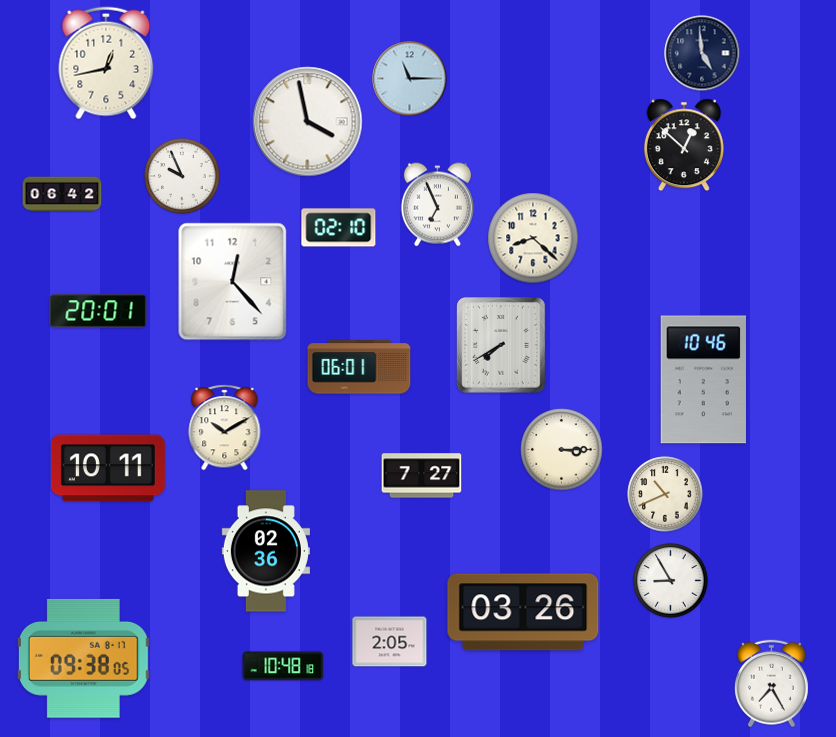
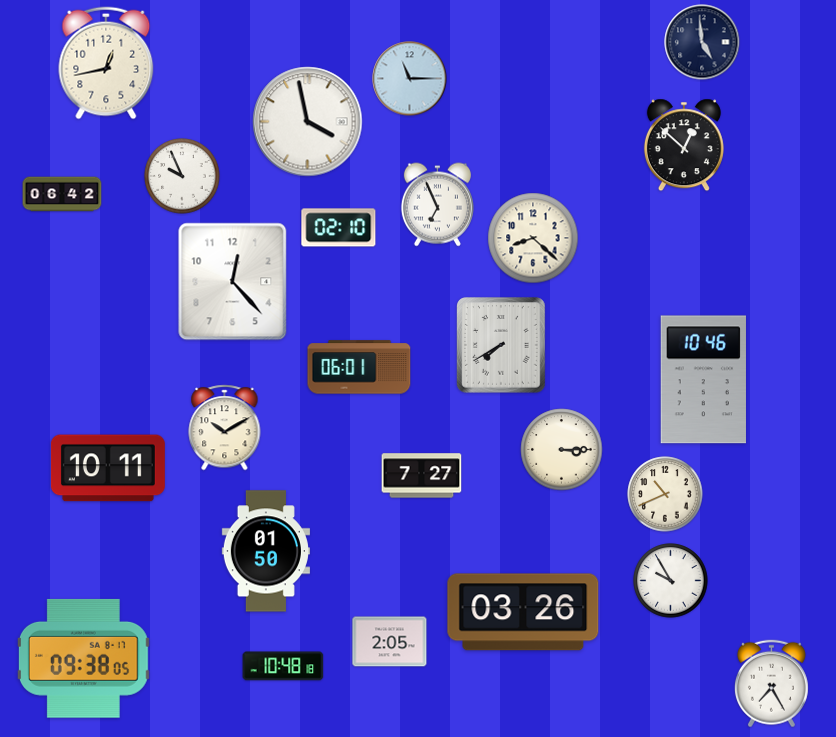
clock at (702, 53) position: (702, 53) -> (702, 42)
clock at (98, 311): 20:01 -> none
clock at (266, 551): 02:36 -> 01:50
clock at (671, 581): 8:55 -> 9:55
